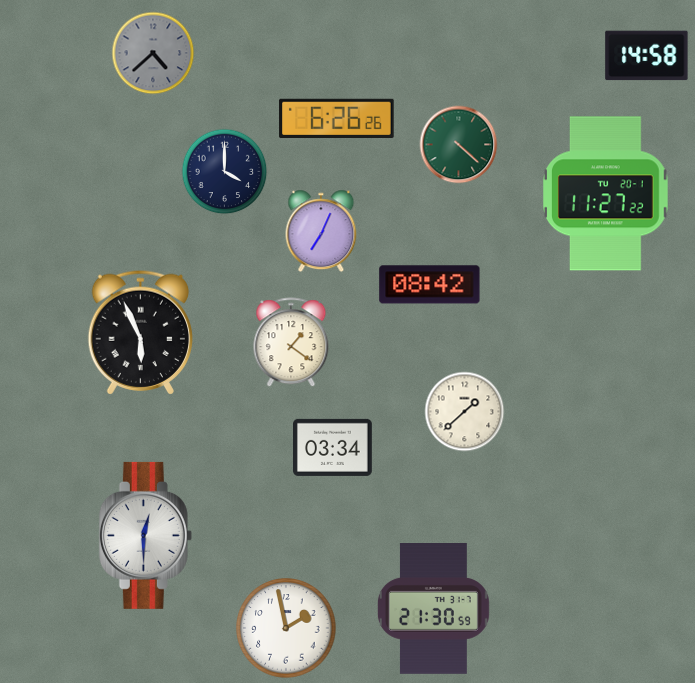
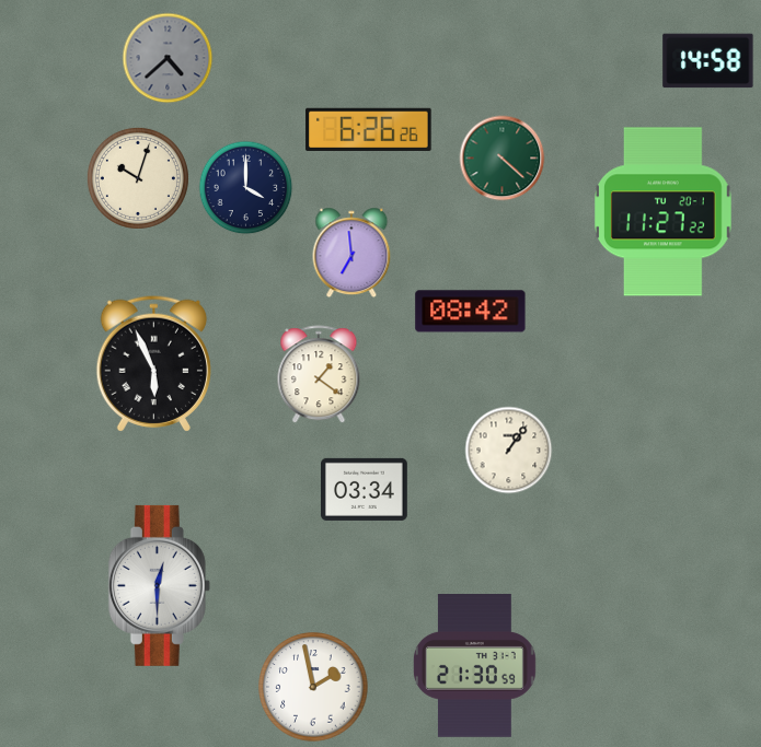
clock at (138, 178): none -> 10:03
clock at (321, 231): 7:04 -> 6:59
clock at (465, 412): 1:38 -> 1:06
